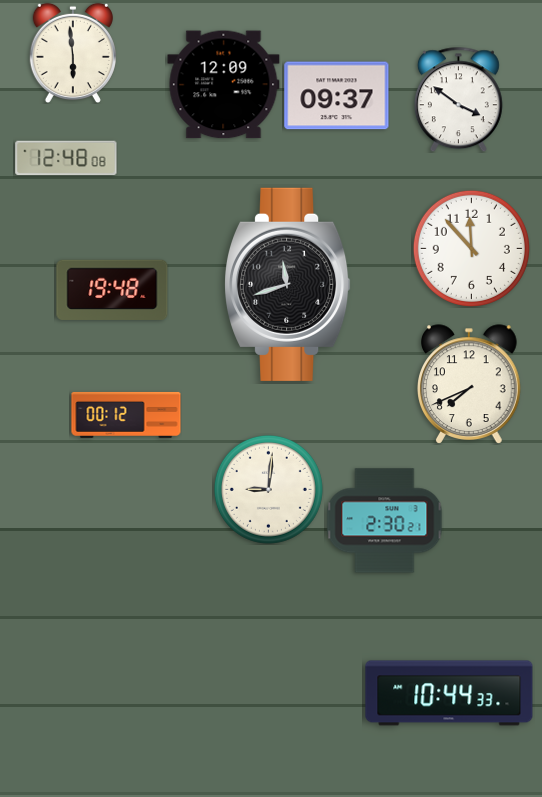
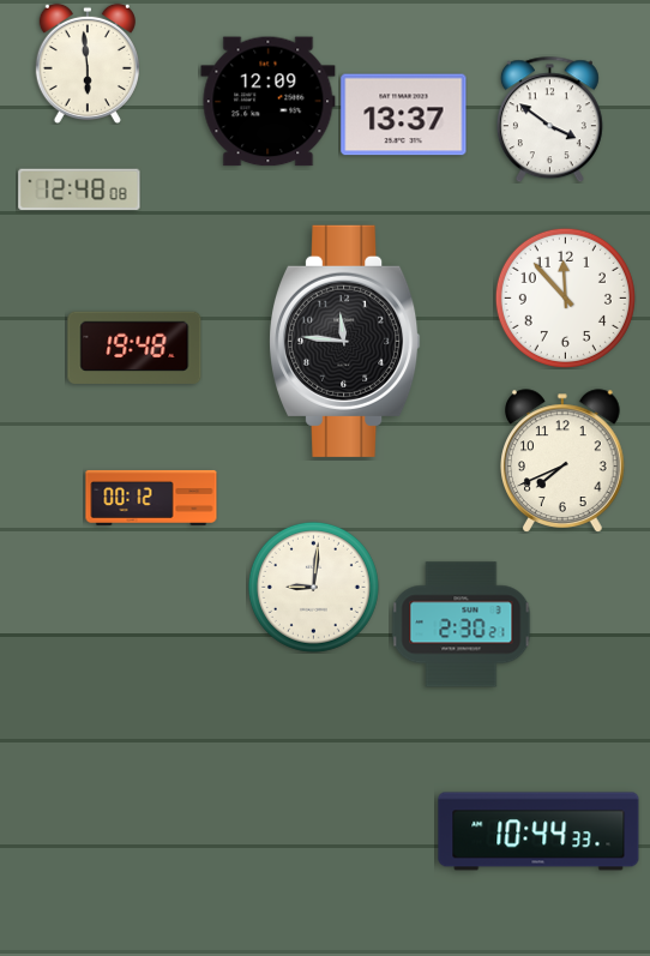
clock at (337, 96): 09:37 -> 13:37
clock at (288, 284): 11:42 -> 11:46
clock at (268, 489) position: (268, 489) -> (313, 587)
